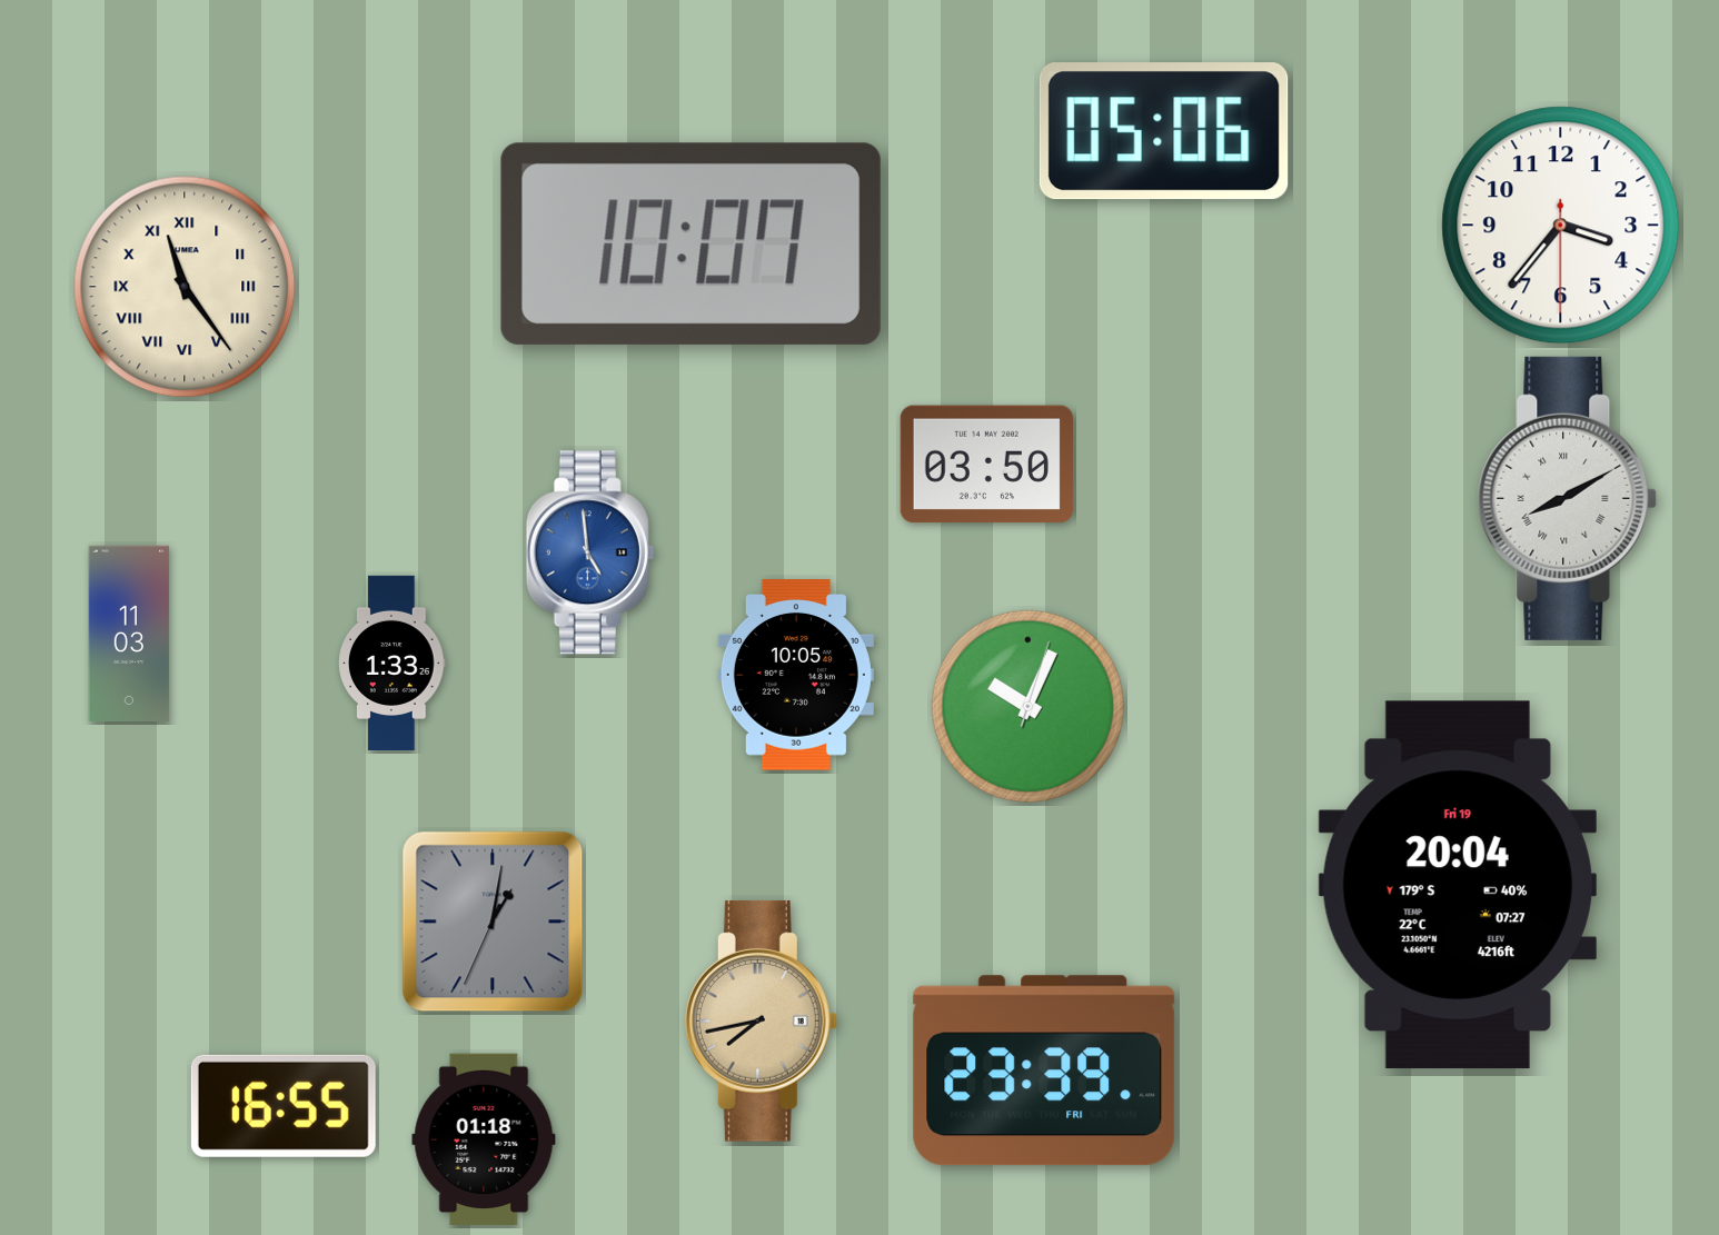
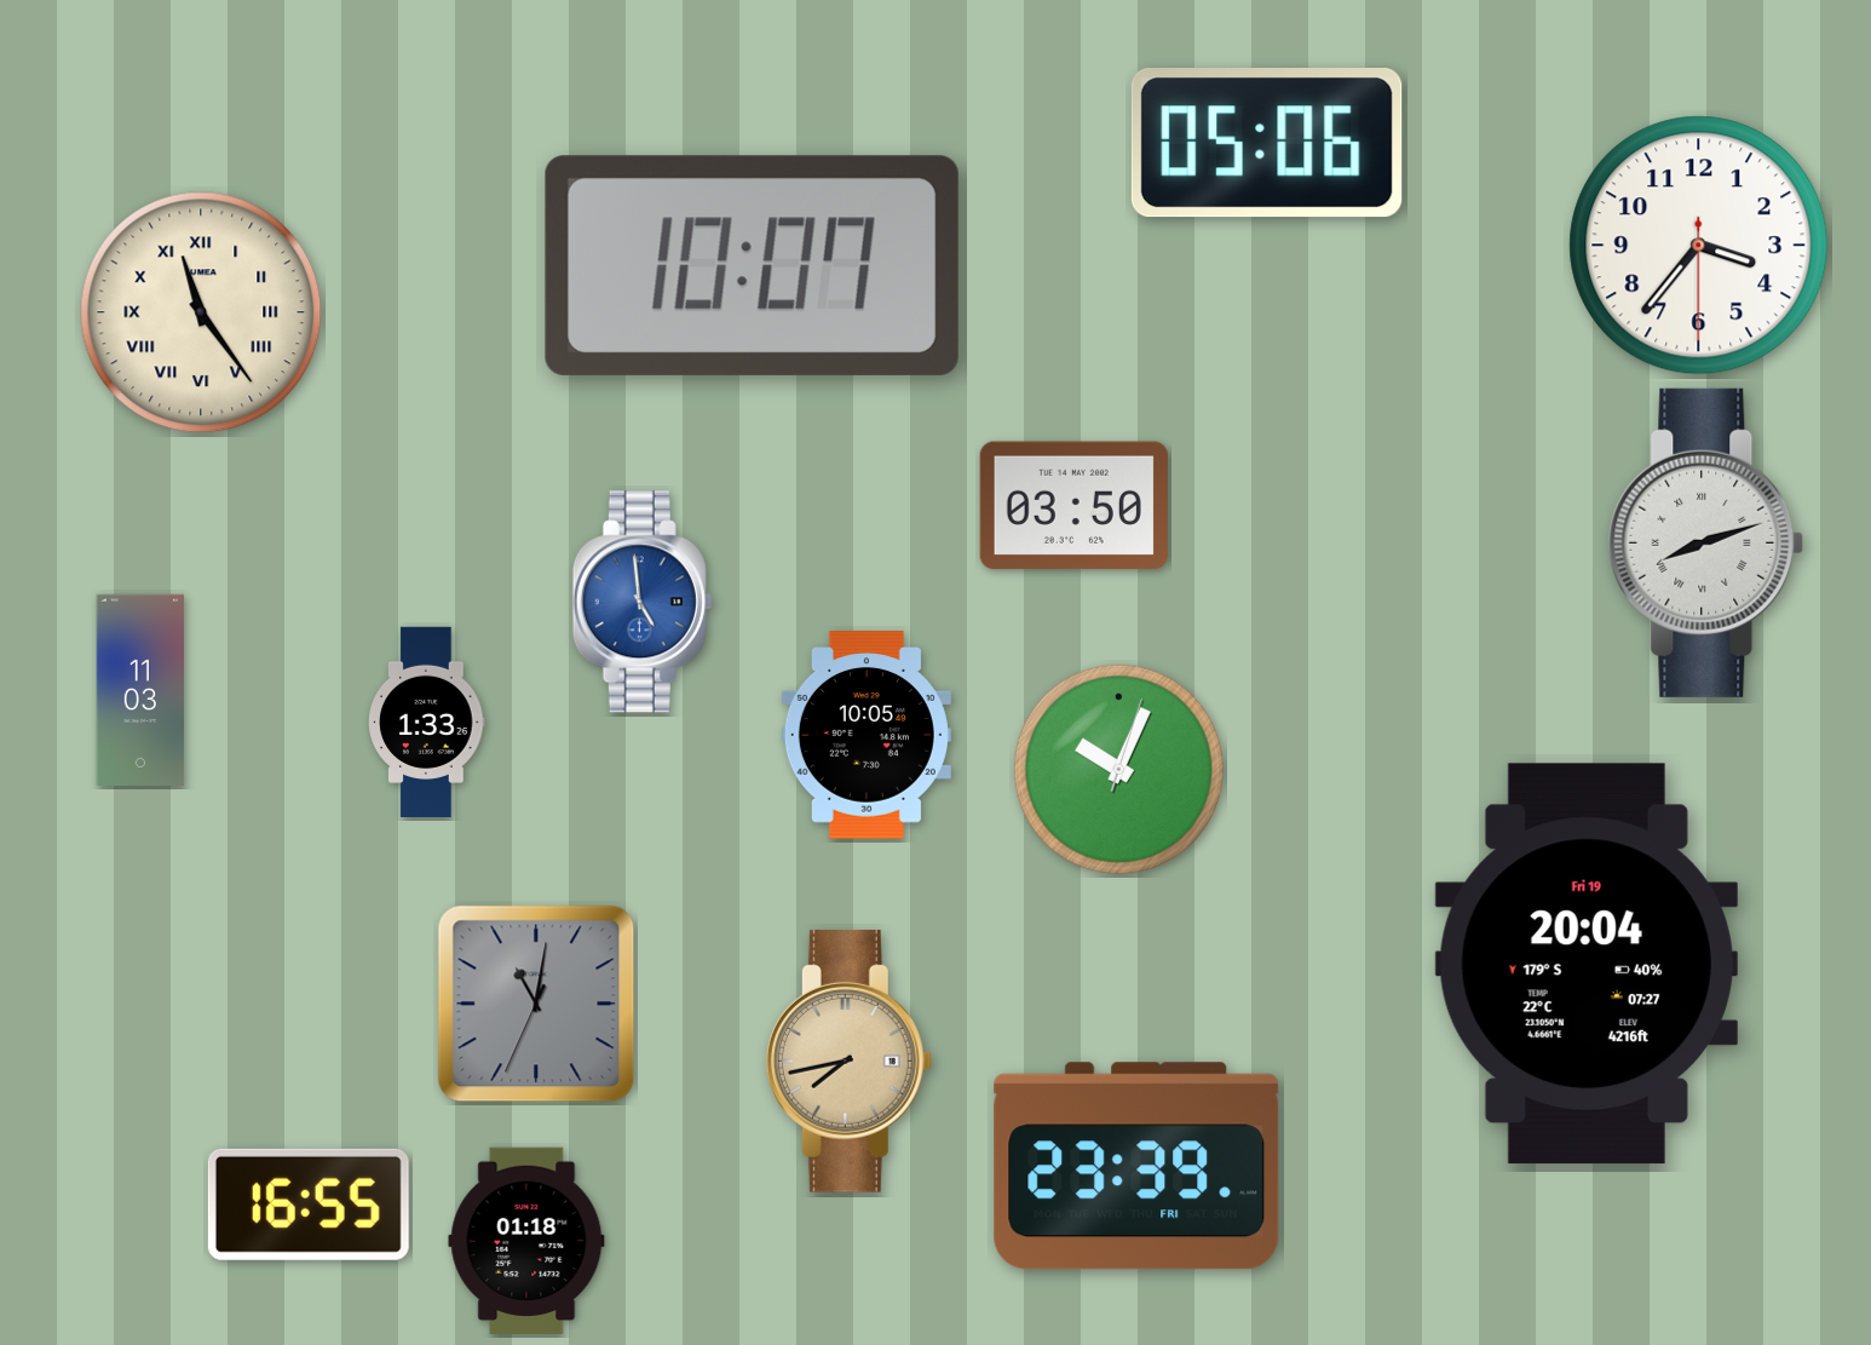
clock at (1568, 498): 8:10 -> 8:12
clock at (493, 922): 1:01 -> 11:01
clock at (761, 1020) position: (761, 1020) -> (848, 1061)
